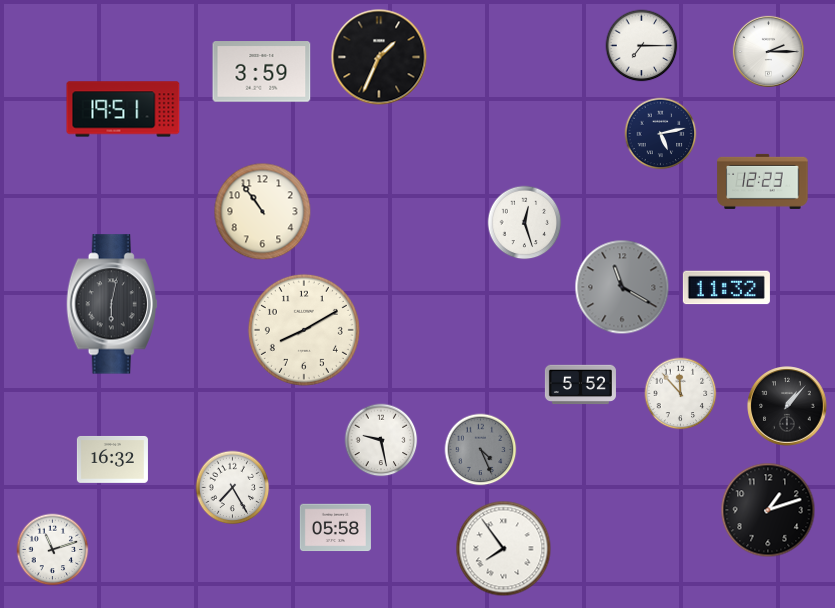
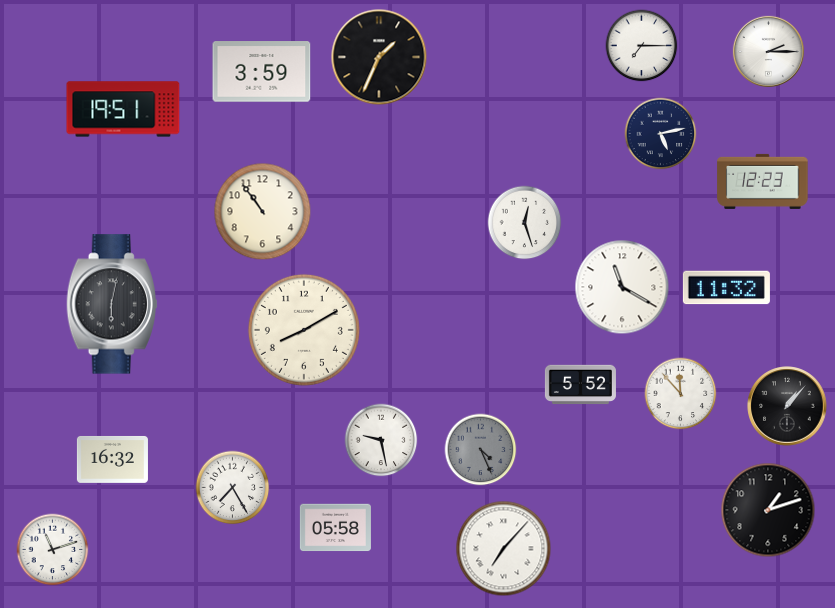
clock at (622, 287) dial: grey -> white
clock at (504, 549): 7:54 -> 7:07
